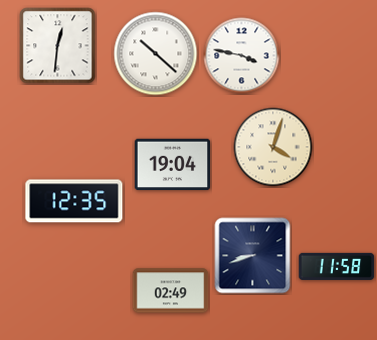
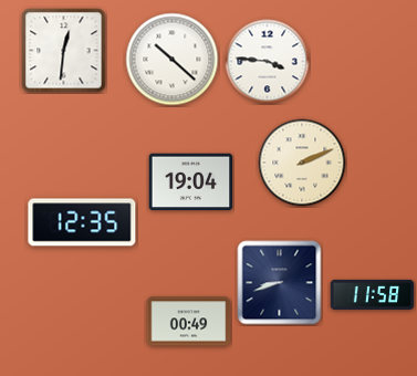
clock at (242, 56): 3:47 -> 3:46
clock at (273, 147): 4:03 -> 2:11
clock at (171, 291): 02:49 -> 00:49
